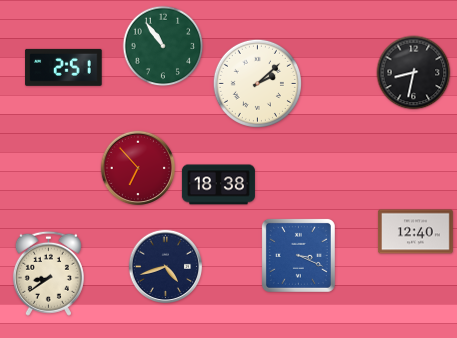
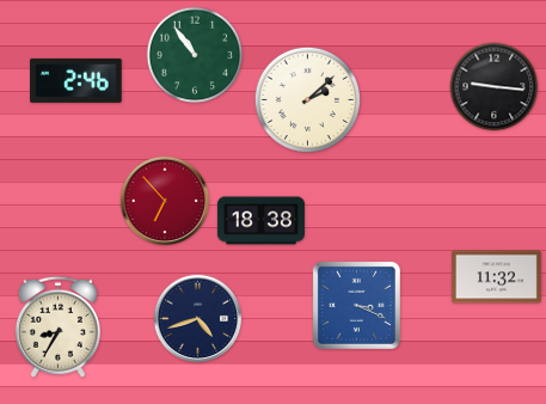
clock at (64, 67): 2:51 -> 2:46
clock at (414, 73): 8:32 -> 9:16
clock at (415, 232): 12:40 -> 11:32
clock at (48, 273): 8:39 -> 8:35
